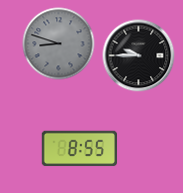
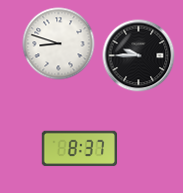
clock at (59, 44) dial: grey -> white
clock at (79, 149): 8:55 -> 8:37
